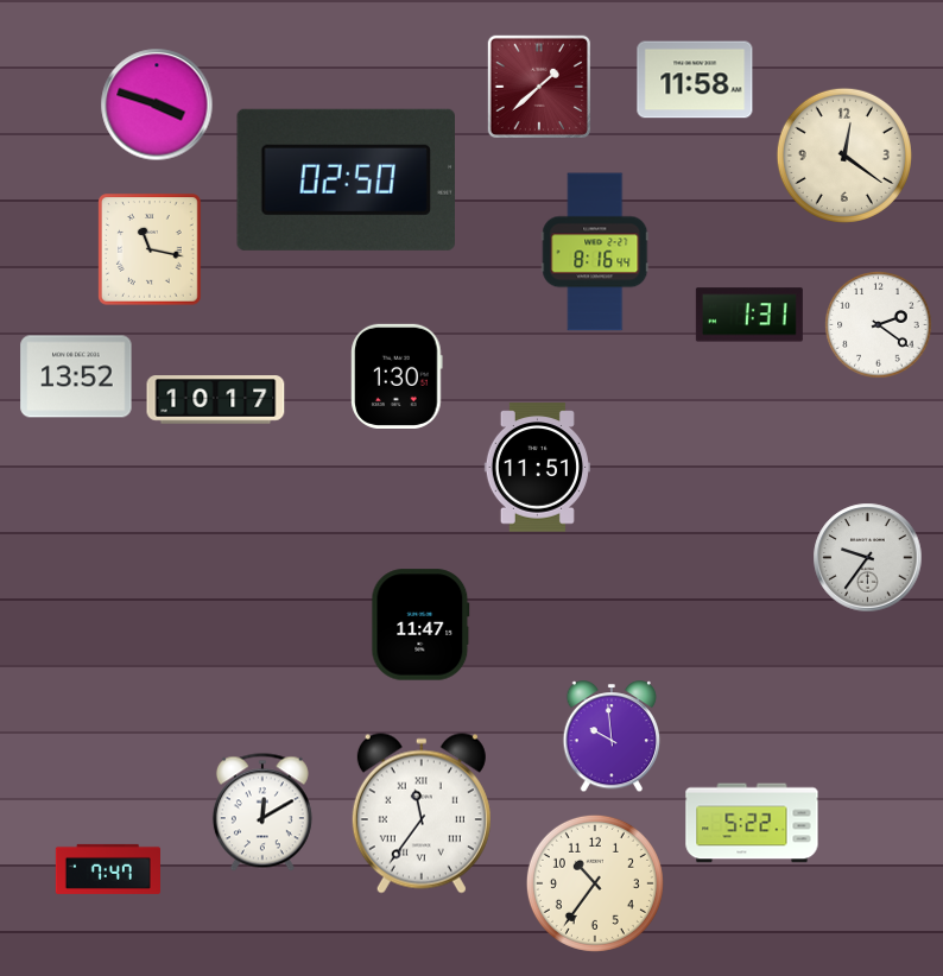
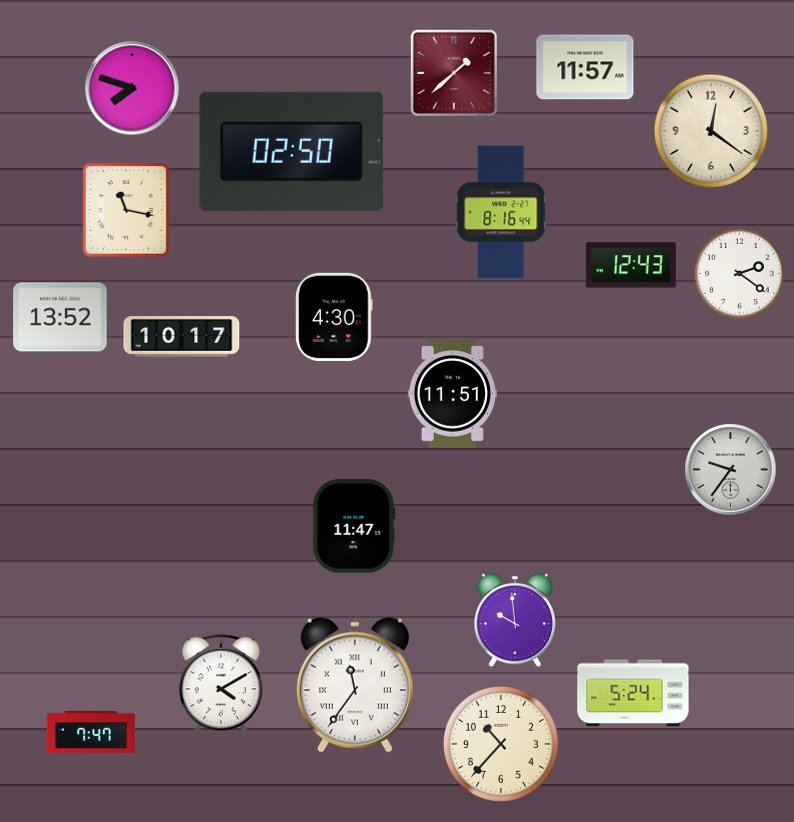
clock at (695, 80): 11:58 -> 11:57
clock at (157, 104): 3:48 -> 7:48
clock at (749, 315): 1:31 -> 12:43
clock at (76, 376) position: (76, 376) -> (60, 317)
clock at (397, 376): 1:30 -> 4:30
clock at (262, 812): 12:10 -> 4:10
clock at (752, 823): 5:22 -> 5:24
clock at (595, 883): 10:36 -> 10:37
